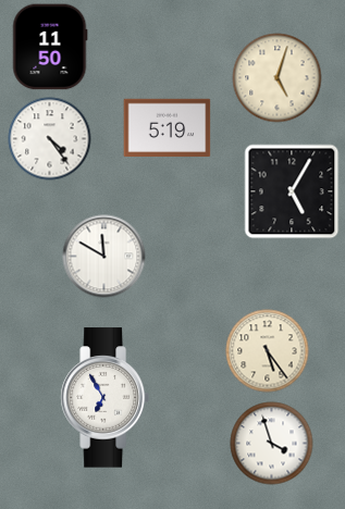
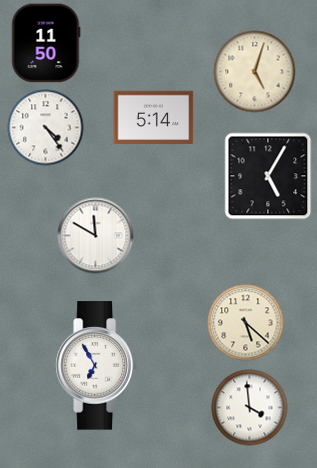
clock at (168, 128): 5:19 -> 5:14
clock at (268, 351): 5:24 -> 5:22
clock at (272, 444): 3:57 -> 3:59
